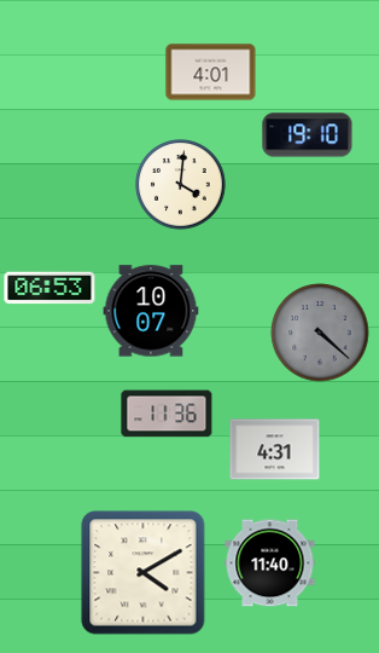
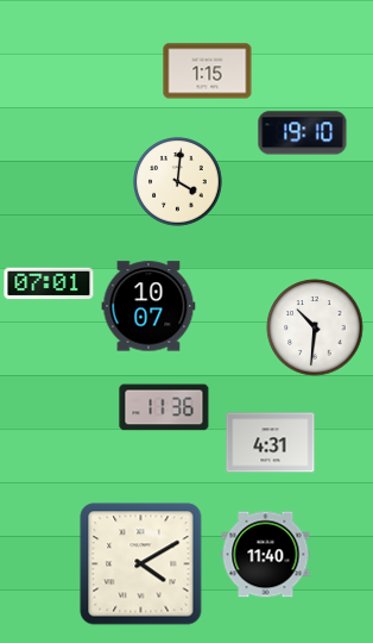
clock at (211, 73): 4:01 -> 1:15
clock at (49, 288): 06:53 -> 07:01
clock at (320, 333): 4:22 -> 10:31
clock at (320, 333) dial: grey -> white
